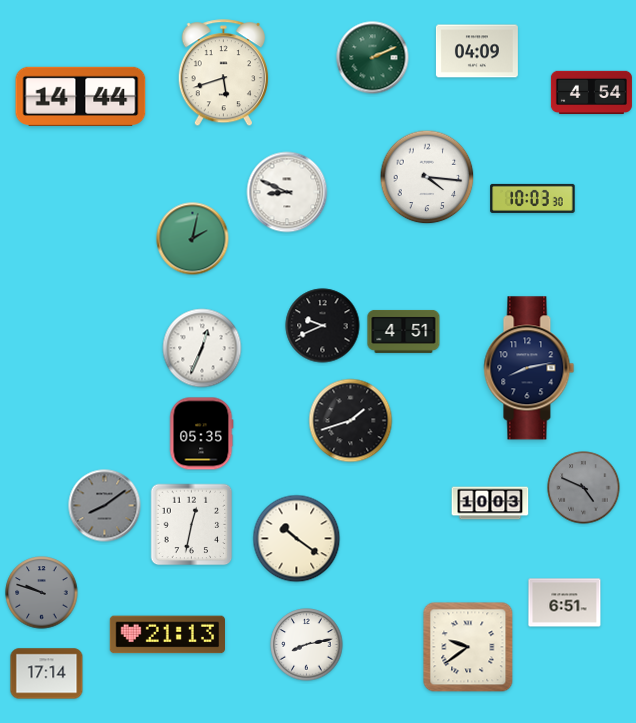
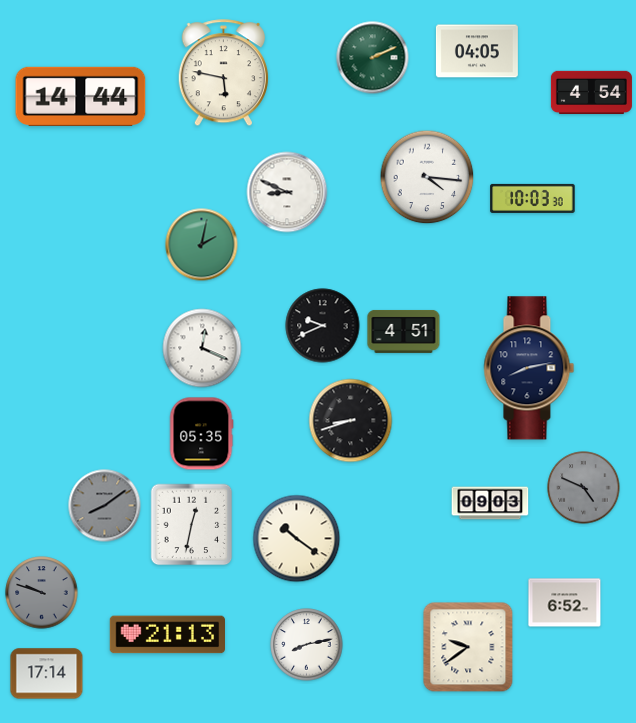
clock at (477, 51): 04:09 -> 04:05
clock at (223, 73): 5:42 -> 5:47
clock at (193, 239) position: (193, 239) -> (202, 245)
clock at (202, 348): 12:34 -> 12:19
clock at (351, 421): 1:42 -> 8:42
clock at (490, 503): 10:03 -> 09:03
clock at (565, 603): 6:51 -> 6:52
